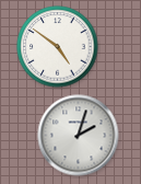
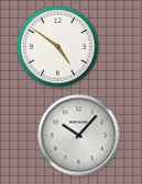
clock at (79, 136): 2:03 -> 10:07
